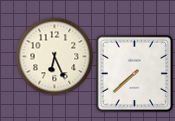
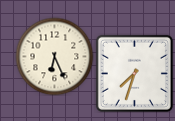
clock at (134, 73): 7:38 -> 7:33
